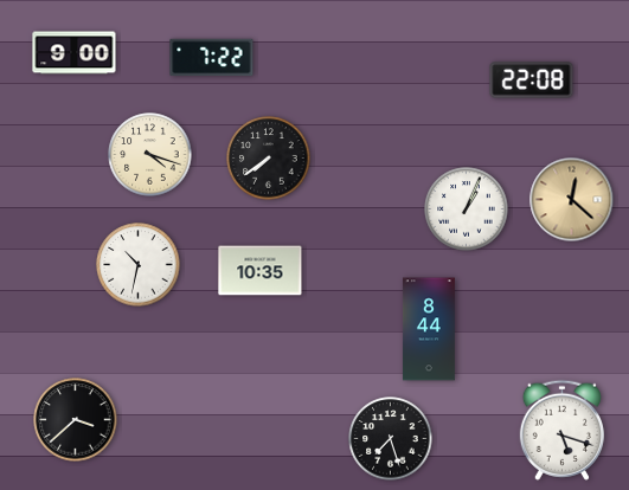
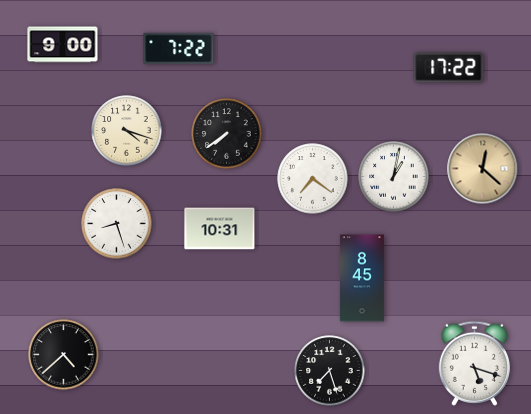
clock at (532, 80): 22:08 -> 17:22
clock at (467, 209): 1:04 -> 1:02
clock at (313, 179): none -> 7:21
clock at (139, 265): 10:32 -> 8:27
clock at (261, 271): 10:35 -> 10:31
clock at (429, 329): 8:44 -> 8:45
clock at (76, 420): 3:38 -> 4:38
